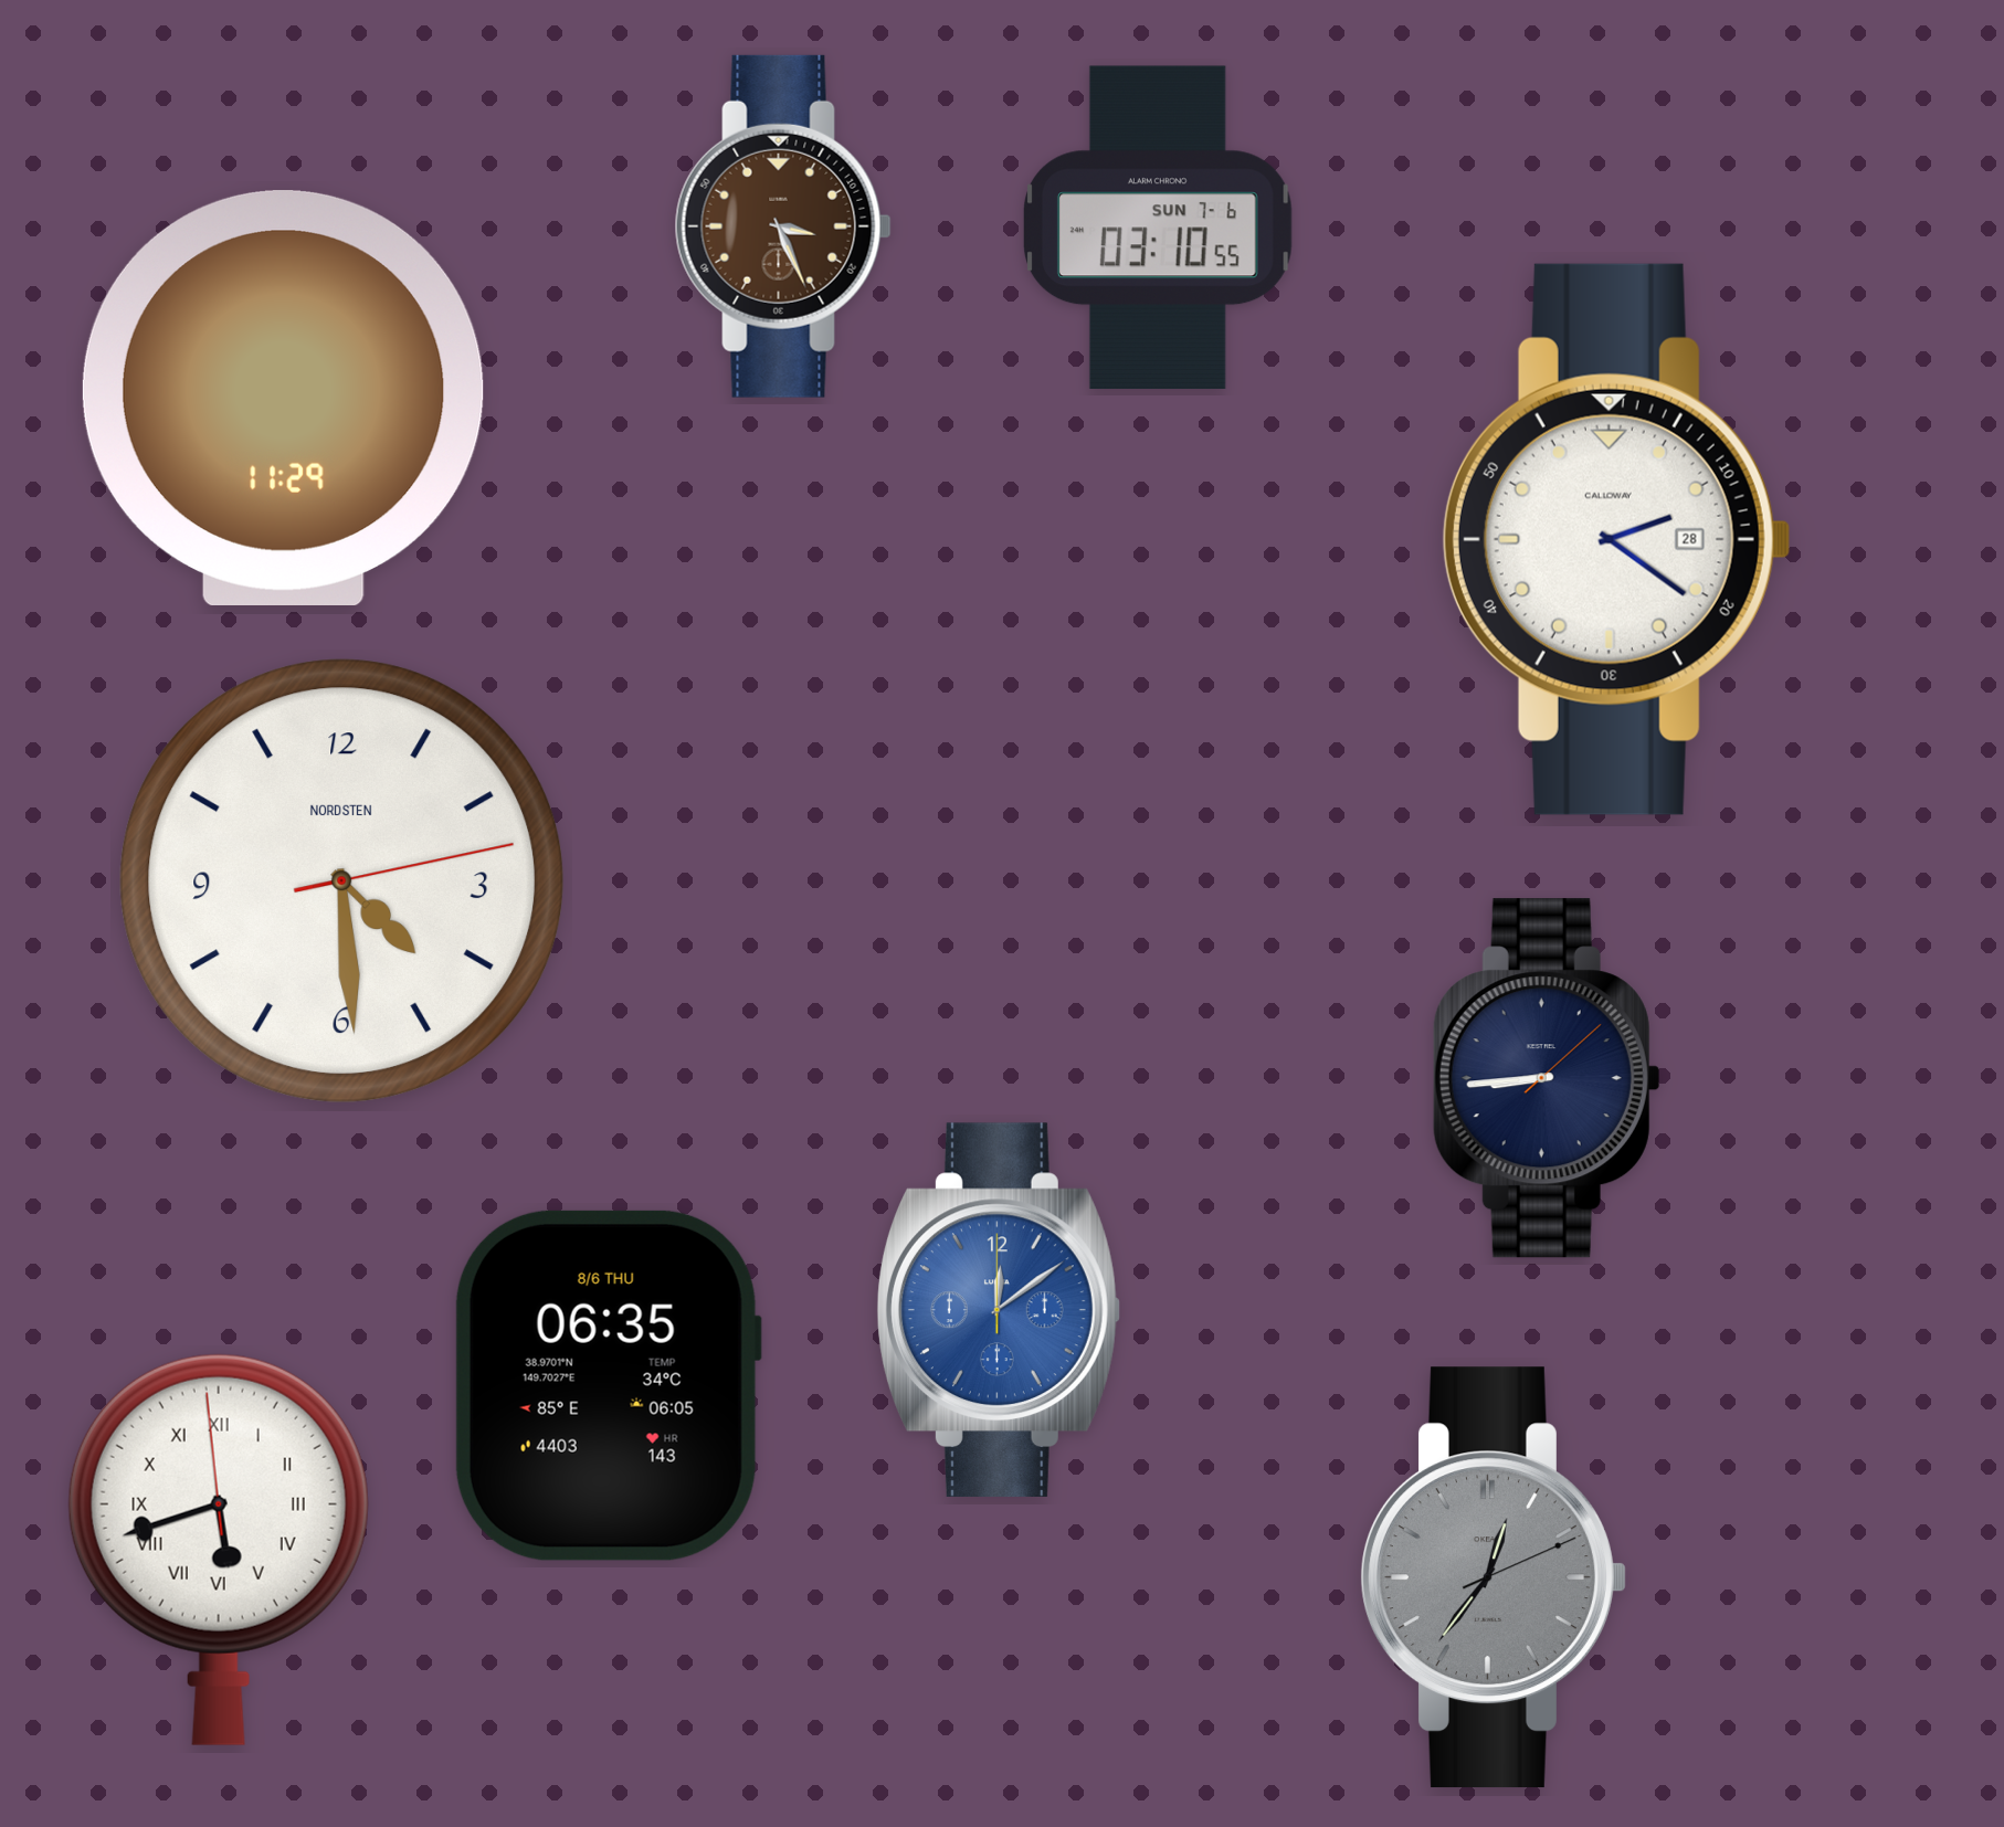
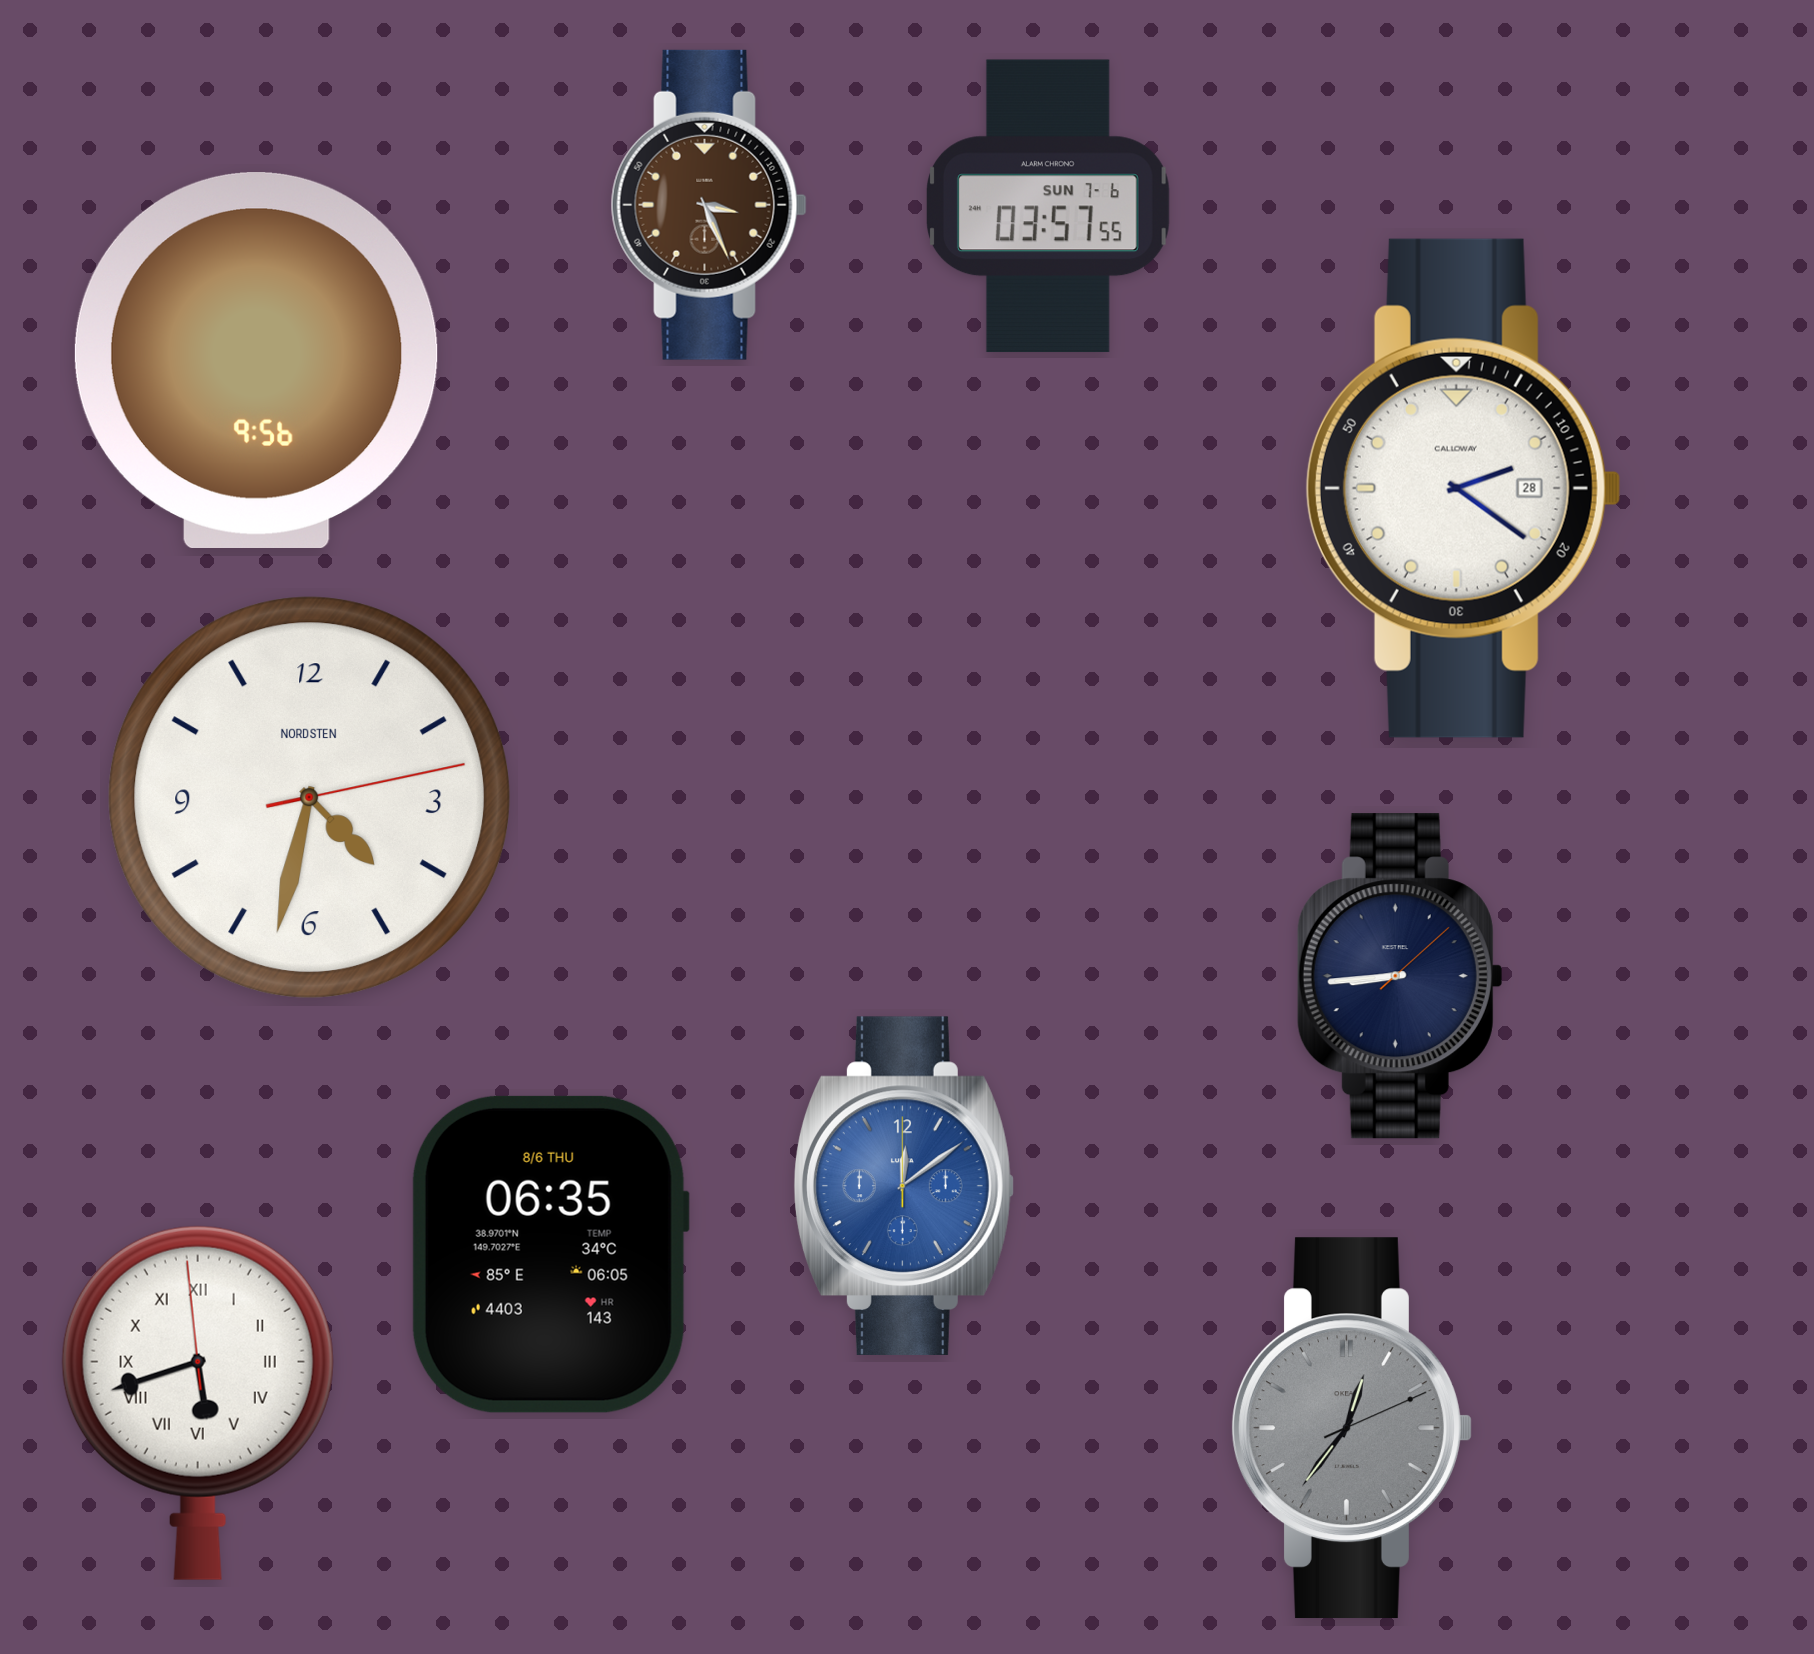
clock at (1158, 228): 03:10 -> 03:57
clock at (283, 398): 11:29 -> 9:56
clock at (342, 881): 4:29 -> 4:32
